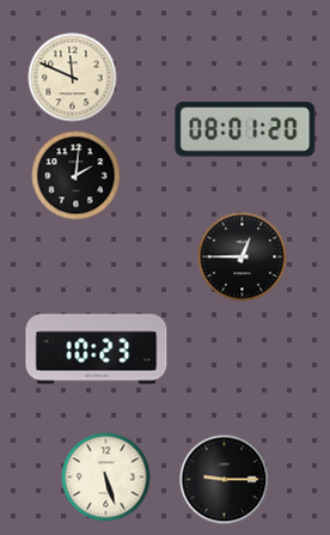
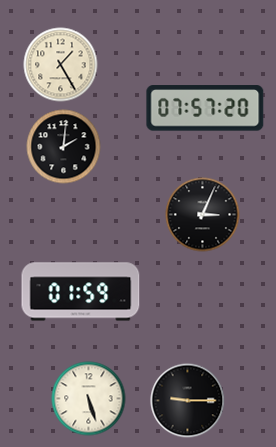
clock at (73, 78): 11:49 -> 1:25
clock at (245, 129): 08:01 -> 07:57
clock at (243, 257): 12:45 -> 3:04
clock at (97, 349): 10:23 -> 01:59
